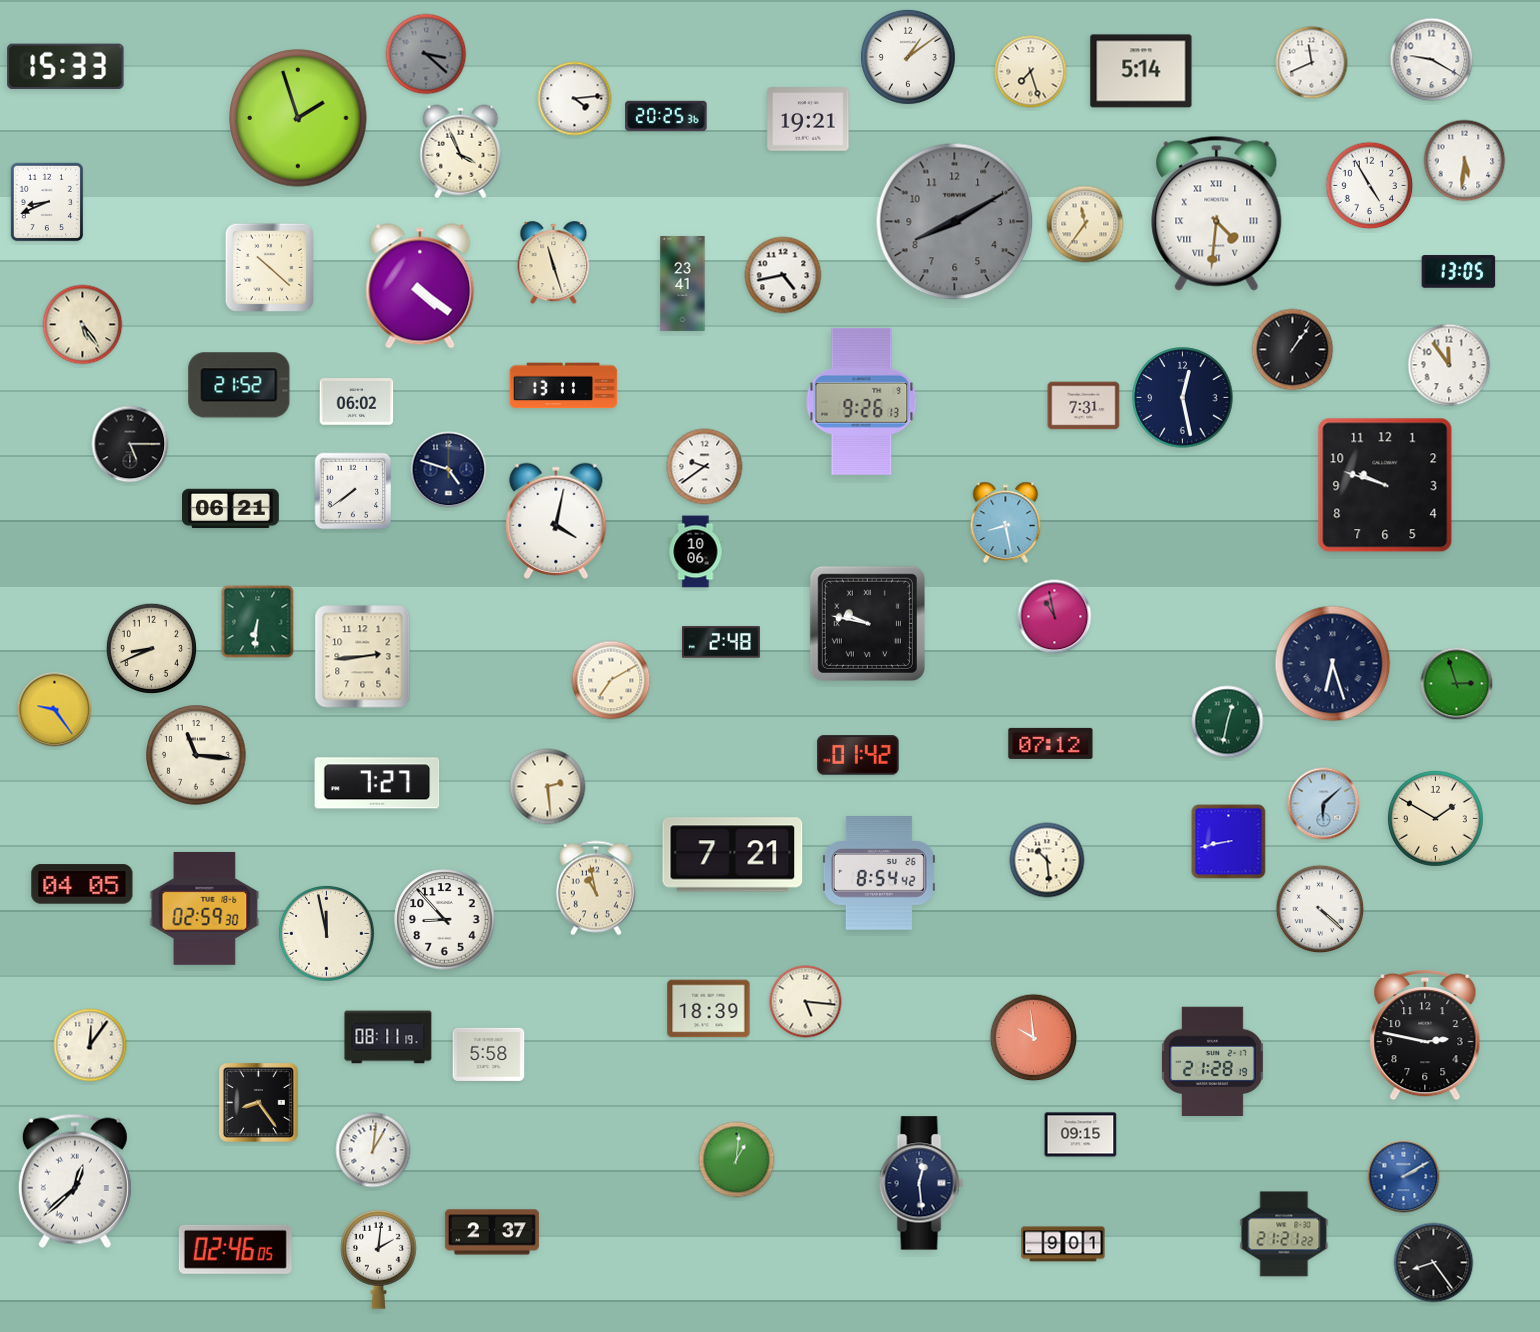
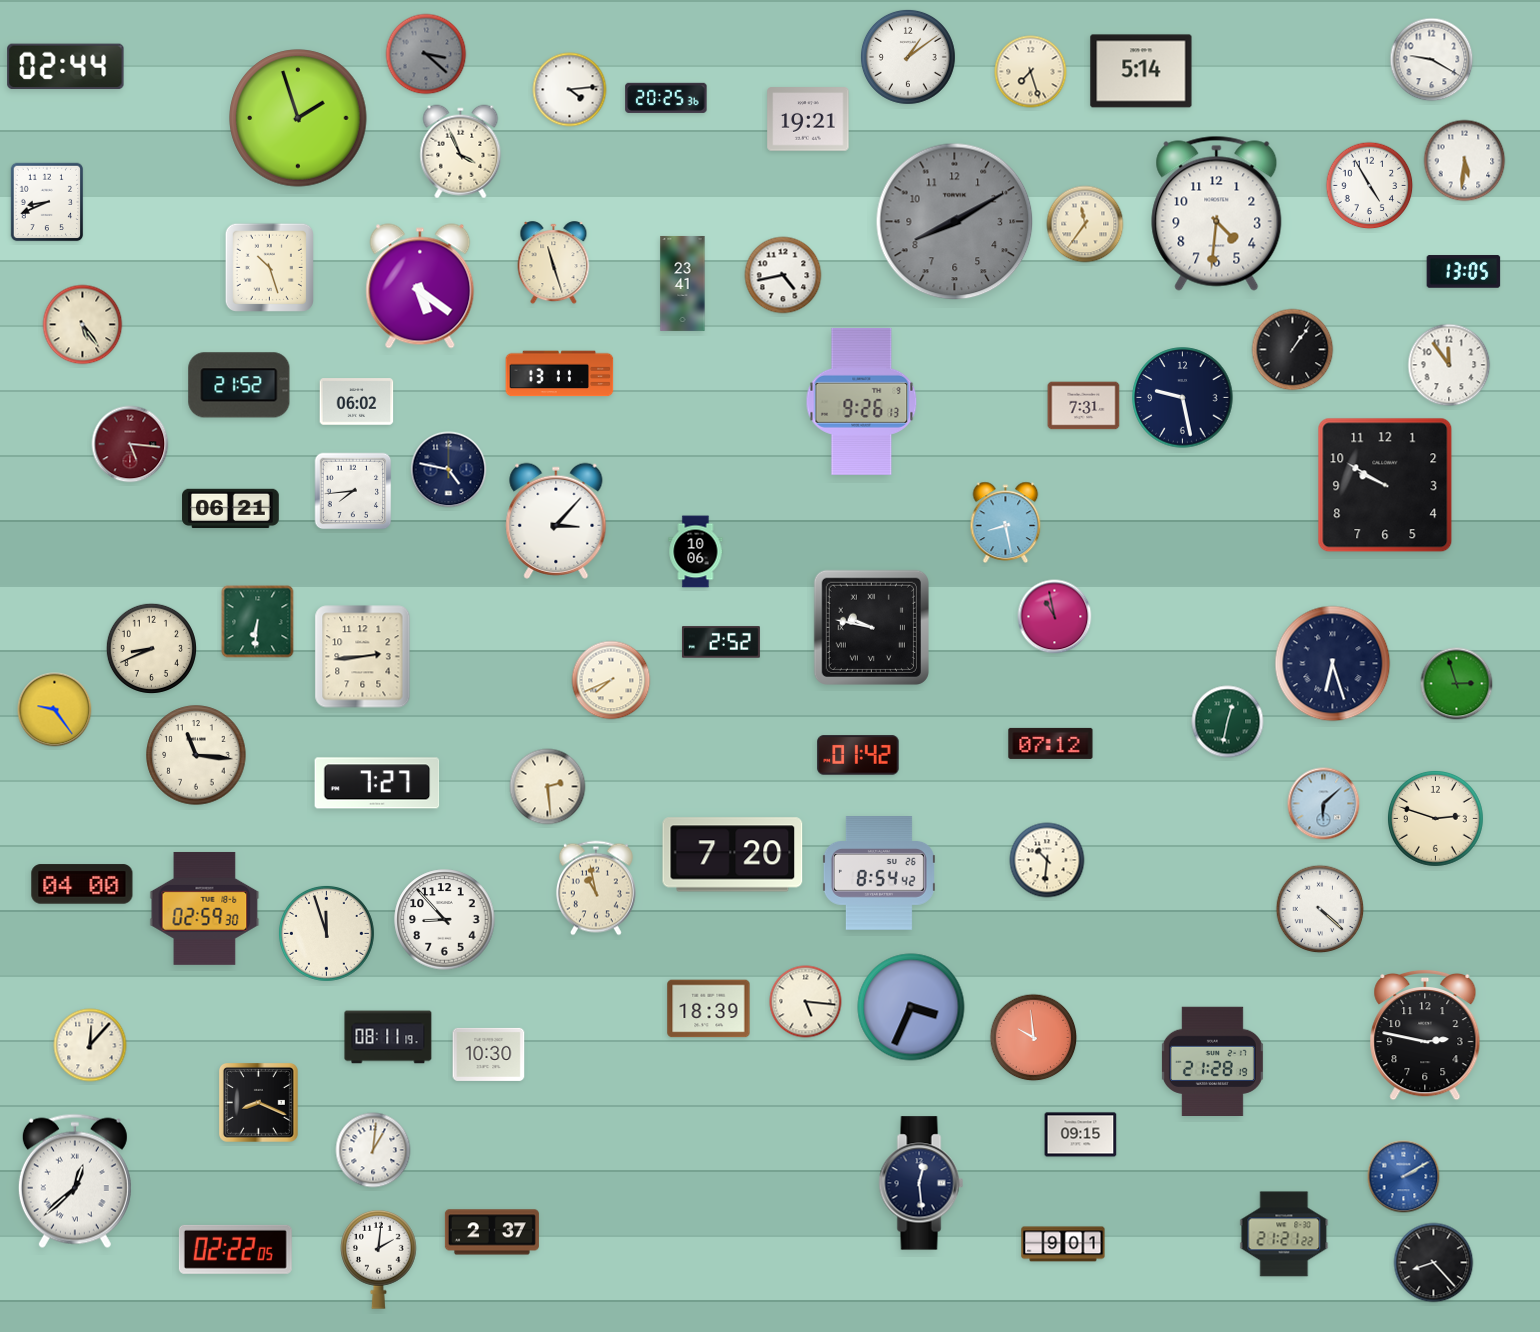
clock at (1312, 63): 11:41 -> none
clock at (66, 67): 15:33 -> 02:44
clock at (575, 99) position: (575, 99) -> (570, 90)
clock at (666, 116) position: (666, 116) -> (666, 98)
clock at (1217, 213) numerals: Roman -> Arabic
clock at (269, 267): 10:22 -> 10:27
clock at (1459, 272) position: (1459, 272) -> (1464, 272)
clock at (420, 286): 4:21 -> 5:21
clock at (564, 386) position: (564, 386) -> (560, 374)
clock at (1183, 398): 12:28 -> 9:28
clock at (130, 444): 5:15 -> 5:16
clock at (130, 444) dial: black -> burgundy
clock at (705, 467): 9:39 -> none
clock at (449, 470): 4:48 -> 4:47
clock at (1385, 485): 9:48 -> 9:50
clock at (353, 491): 7:39 -> 7:44
clock at (556, 521): 4:02 -> 3:07
clock at (867, 623) position: (867, 623) -> (871, 627)
clock at (721, 642): 2:48 -> 2:52
clock at (611, 680): 7:10 -> 7:41
clock at (1435, 818): 1:50 -> 2:48
clock at (1229, 842): 8:43 -> none
clock at (733, 855): 7:21 -> 7:20
clock at (1047, 860): 10:29 -> 10:31
clock at (82, 884): 04:05 -> 04:00
clock at (326, 933): 11:58 -> 11:57
clock at (911, 1007): none -> 3:34
clock at (90, 1045): 12:06 -> 12:07
clock at (489, 1054): 5:58 -> 10:30
clock at (259, 1103): 8:24 -> 8:19
clock at (737, 1160): 1:01 -> none
clock at (235, 1249): 02:46 -> 02:22
clock at (1434, 1263): 8:24 -> 8:23
